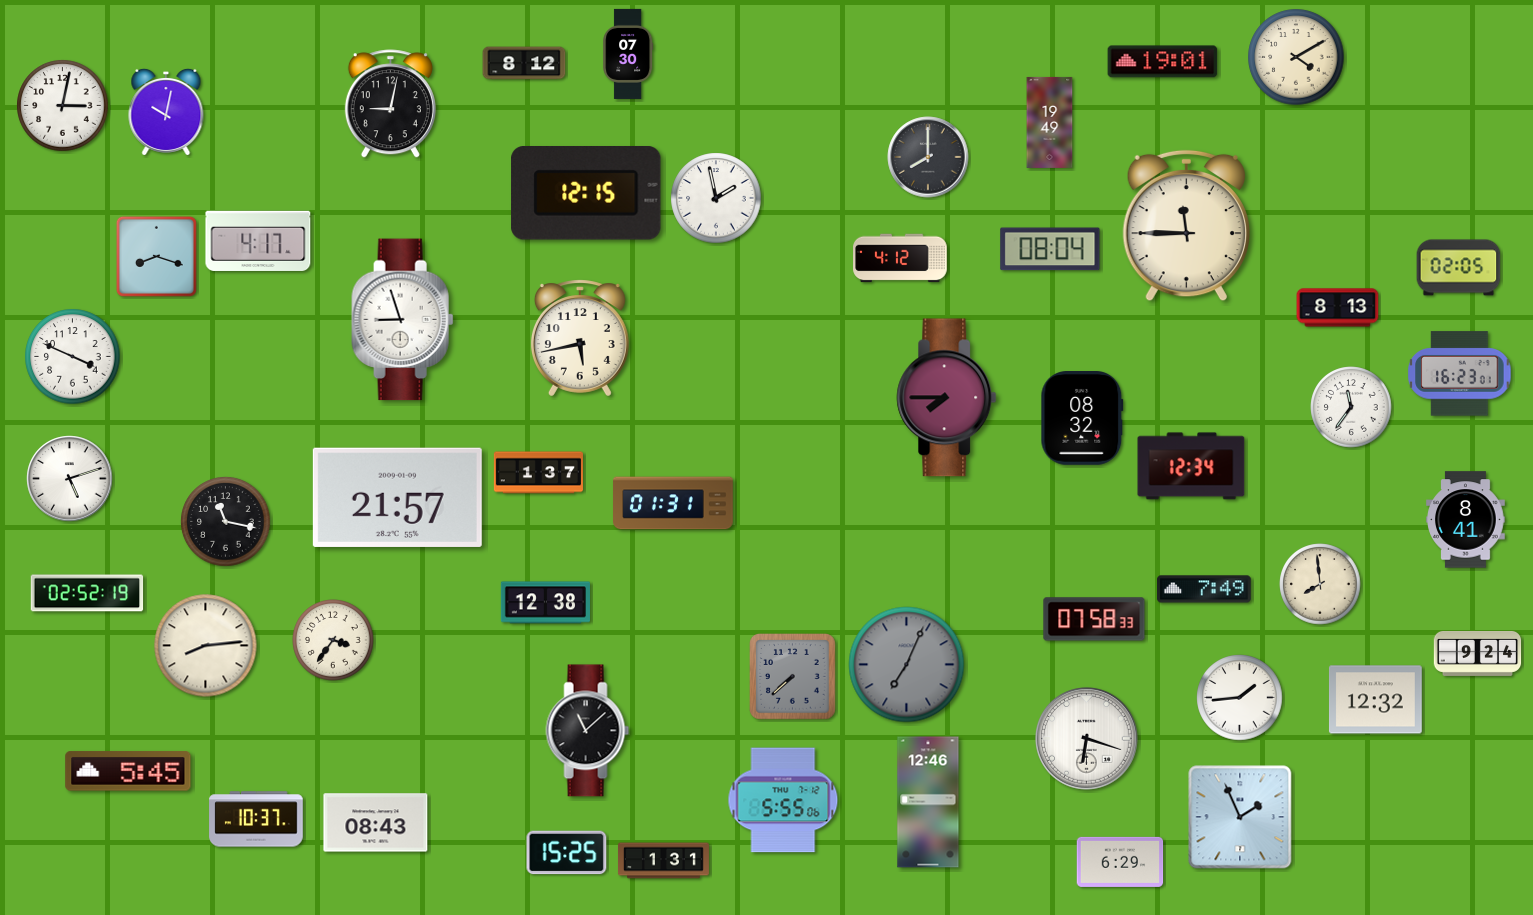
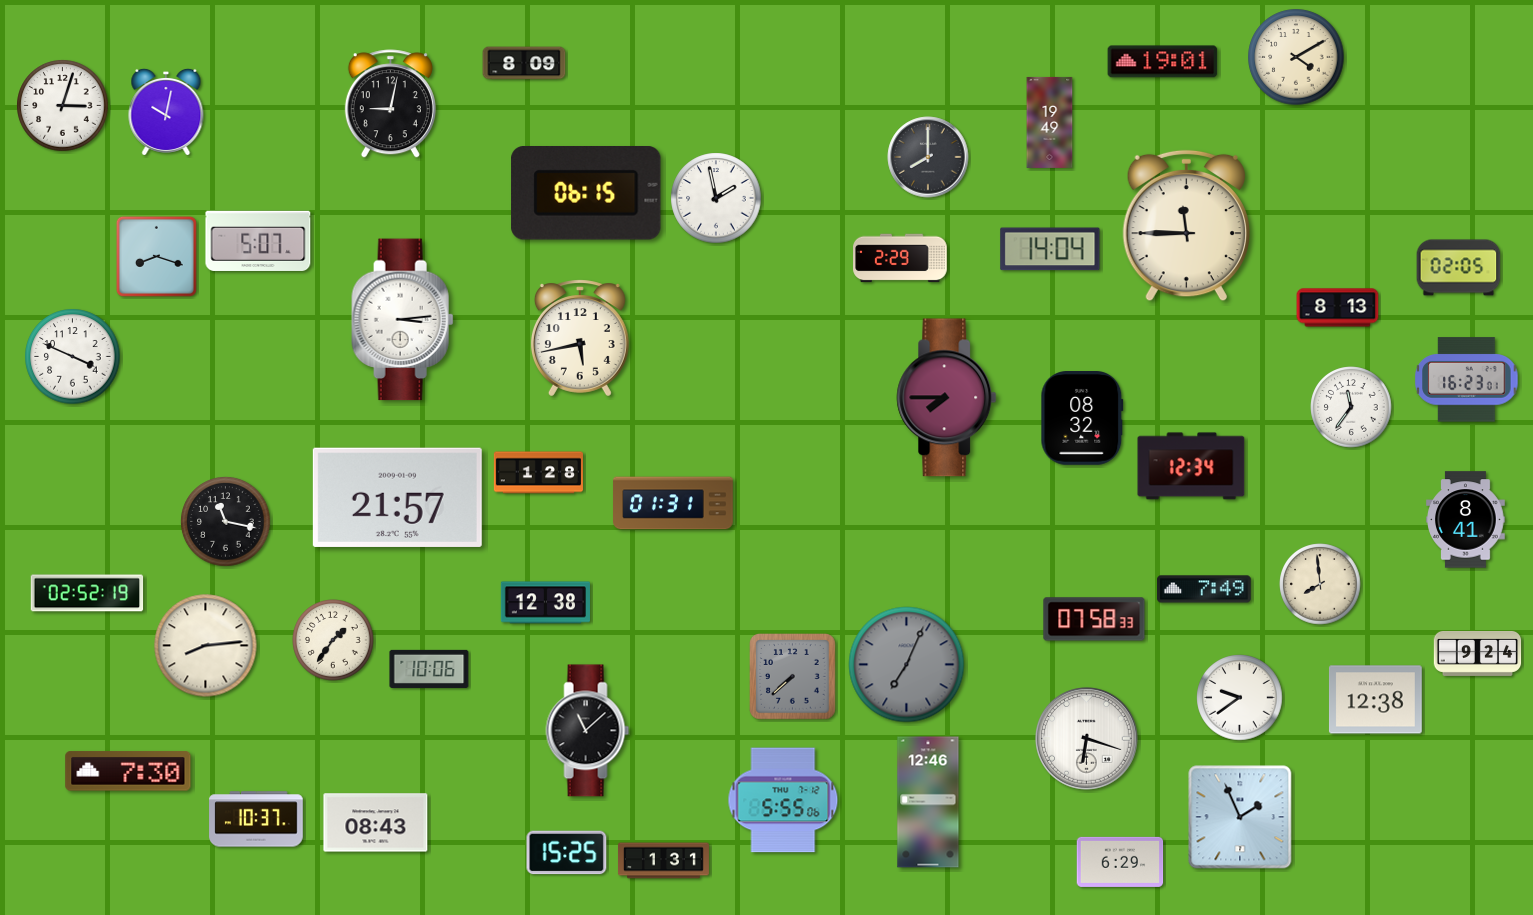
clock at (628, 54): 07:30 -> none
clock at (524, 63): 8:12 -> 8:09
clock at (63, 106): 3:02 -> 3:03
clock at (586, 194): 12:15 -> 06:15
clock at (258, 240): 4:17 -> 5:07
clock at (1050, 249): 08:04 -> 14:04
clock at (900, 258): 4:12 -> 2:29
clock at (403, 320): 8:57 -> 3:14
clock at (1460, 374) position: (1460, 374) -> (1467, 380)
clock at (538, 473): 1:37 -> 1:28
clock at (70, 479): 5:12 -> none
clock at (333, 640): 3:36 -> 1:36
clock at (429, 669): none -> 10:06
clock at (1240, 698): 1:44 -> 9:39
clock at (1375, 700): 12:32 -> 12:38
clock at (128, 771): 5:45 -> 7:30
